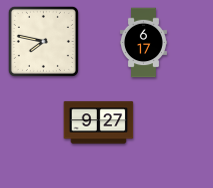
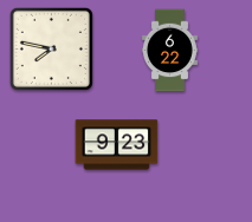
clock at (143, 43): 6:17 -> 6:22
clock at (99, 123): 9:27 -> 9:23
